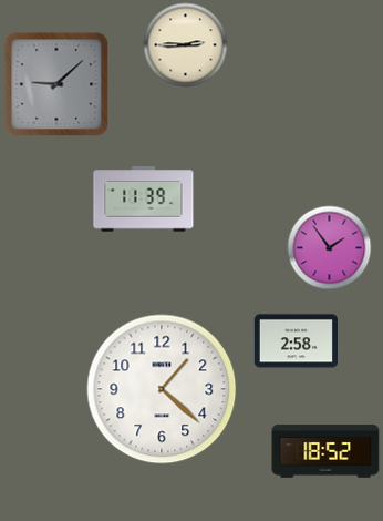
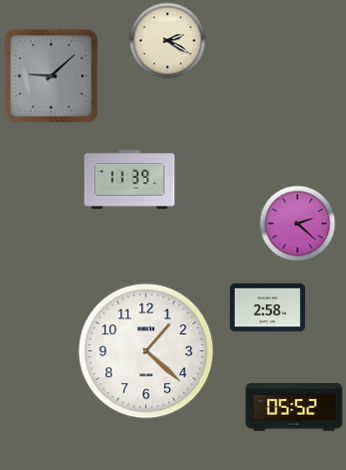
clock at (186, 45): 2:45 -> 2:20
clock at (330, 248): 1:54 -> 2:22
clock at (325, 451): 18:52 -> 05:52
